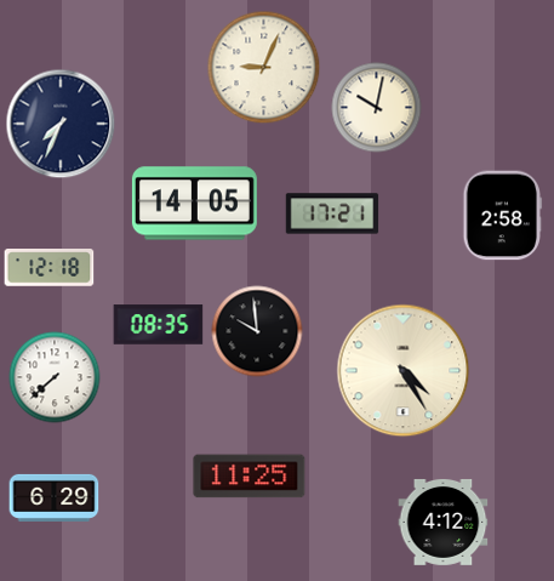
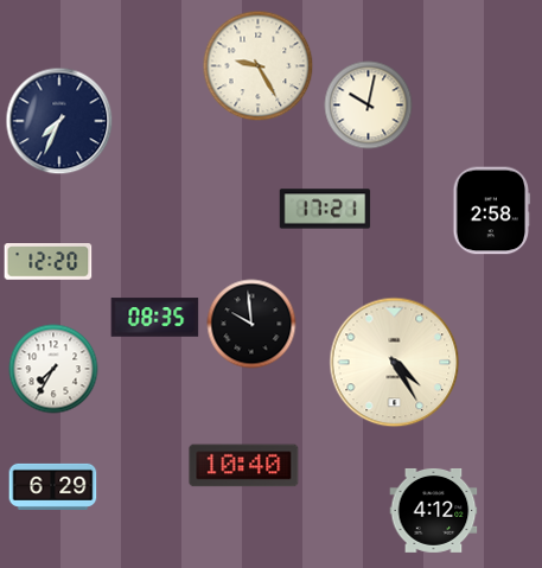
clock at (264, 68): 9:04 -> 9:25
clock at (194, 204): 14:05 -> none
clock at (50, 268): 12:18 -> 12:20
clock at (55, 377): 7:38 -> 7:35
clock at (250, 477): 11:25 -> 10:40
